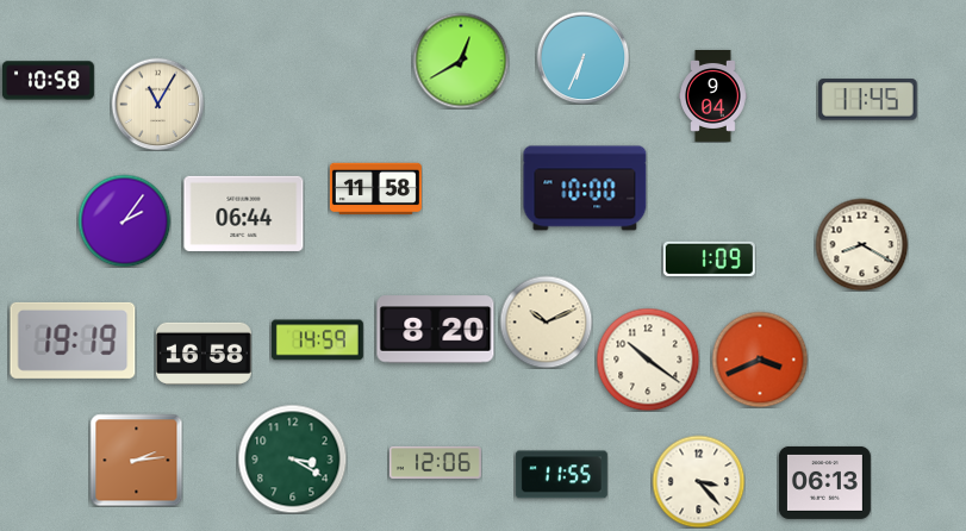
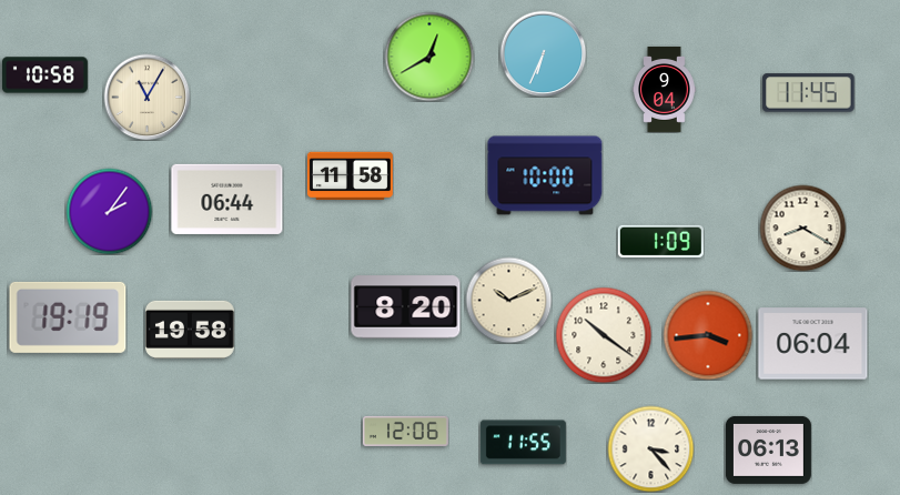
clock at (124, 220) position: (124, 220) -> (109, 211)
clock at (317, 341): 14:59 -> none
clock at (205, 354): 16:58 -> 19:58
clock at (760, 360): 3:41 -> 3:44
clock at (813, 344): none -> 06:04
clock at (292, 458): 3:20 -> none
clock at (136, 460): 2:14 -> none
